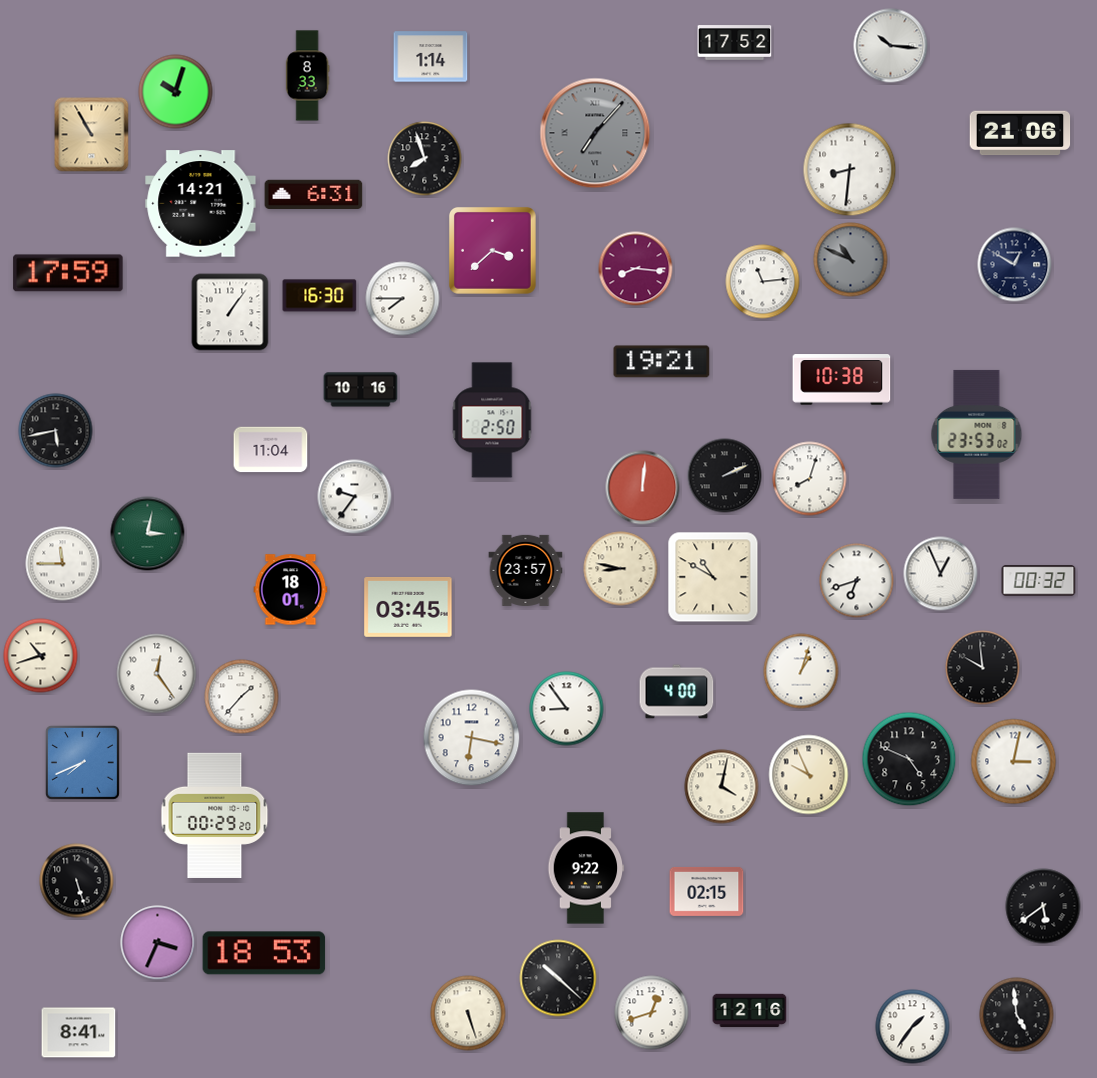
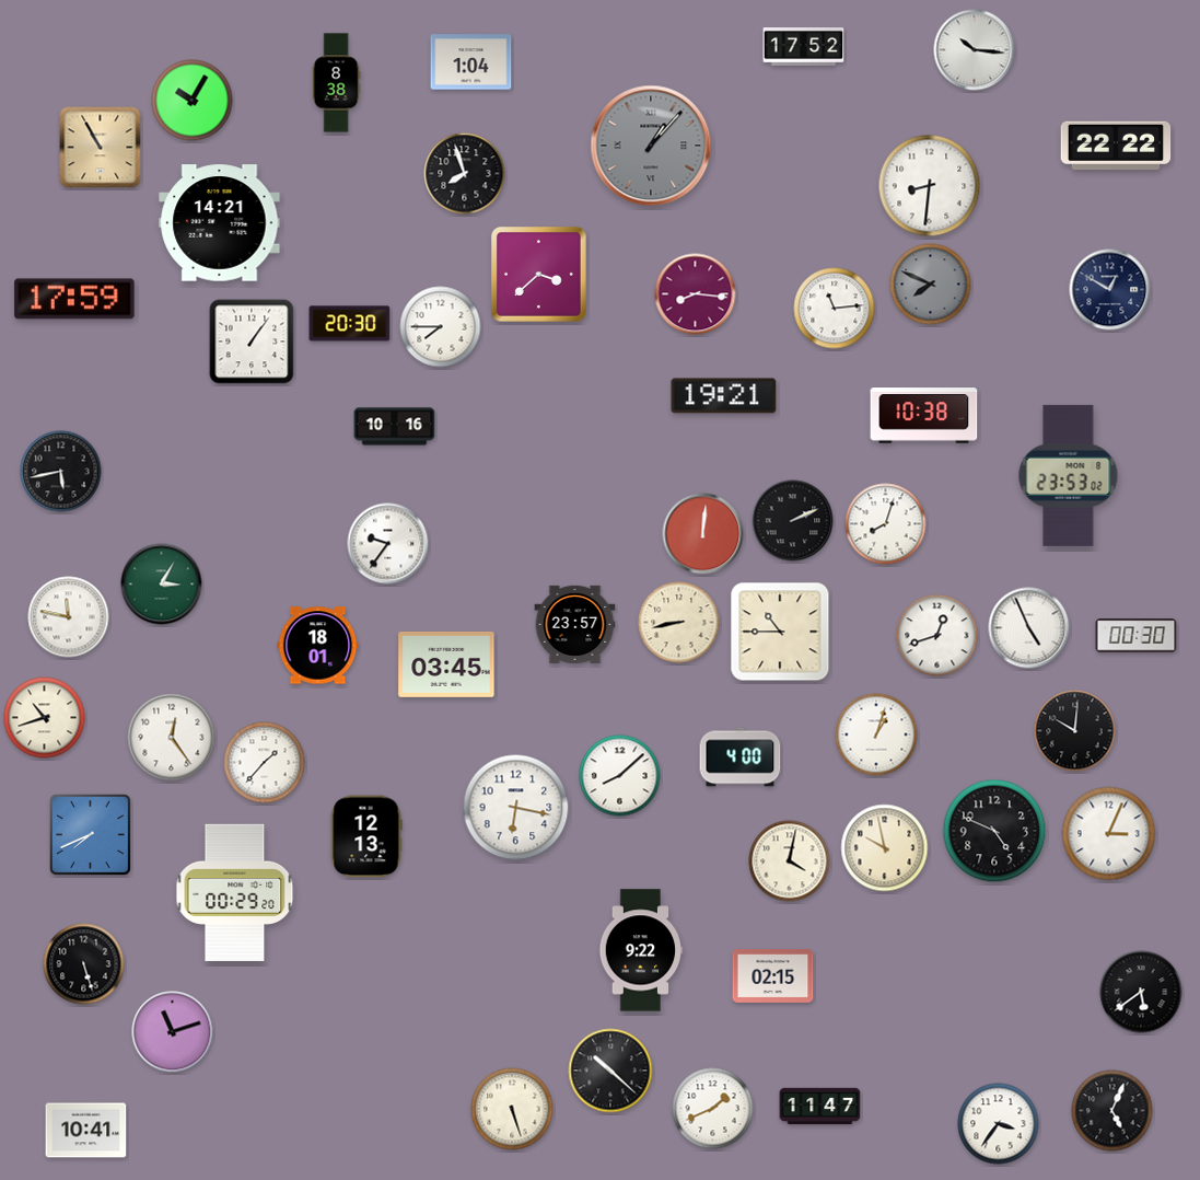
clock at (431, 57): 1:14 -> 1:04
clock at (307, 76): 8:33 -> 8:38
clock at (176, 92): 10:03 -> 10:05
clock at (595, 133): 7:07 -> 1:07
clock at (1020, 133): 21:06 -> 22:22
clock at (314, 195): 6:31 -> none
clock at (851, 260): 10:49 -> 7:49
clock at (320, 296): 16:30 -> 20:30
clock at (842, 380) position: (842, 380) -> (924, 416)
clock at (492, 420): 2:50 -> none
clock at (271, 450): 11:04 -> none
clock at (148, 534): 3:02 -> 3:05
clock at (63, 564): 11:45 -> 11:47
clock at (621, 569): 8:47 -> 8:43
clock at (941, 574): 12:56 -> 4:56
clock at (713, 577): 10:50 -> 10:45
clock at (857, 581): 6:42 -> 12:42
clock at (1039, 581): 00:32 -> 00:30
clock at (983, 668): 9:59 -> 10:01
clock at (567, 709): 8:54 -> 8:08
clock at (1014, 762): 3:02 -> 3:04
clock at (366, 836): none -> 12:13
clock at (809, 775): 9:56 -> 9:58
clock at (158, 943): 3:34 -> 11:12
clock at (264, 953): 18:53 -> none
clock at (750, 1011): 12:16 -> 11:47
clock at (652, 1013): 12:42 -> 1:41
clock at (1017, 1015): 4:59 -> 5:04
clock at (913, 1027): 1:36 -> 3:36
clock at (79, 1033): 8:41 -> 10:41
